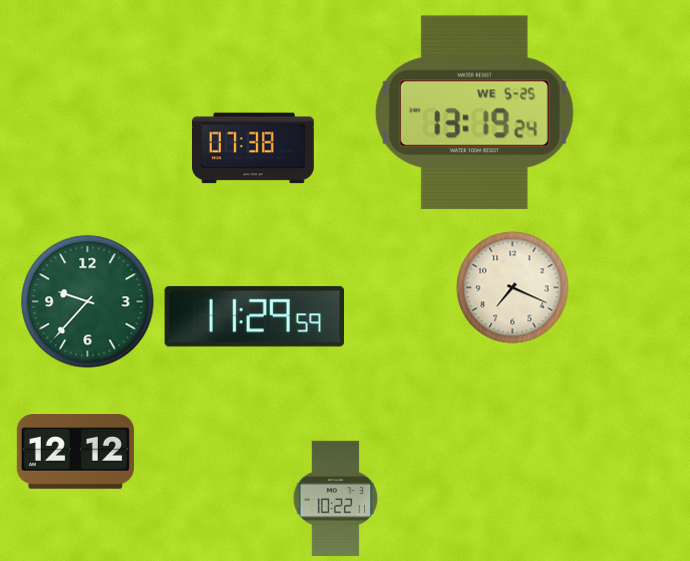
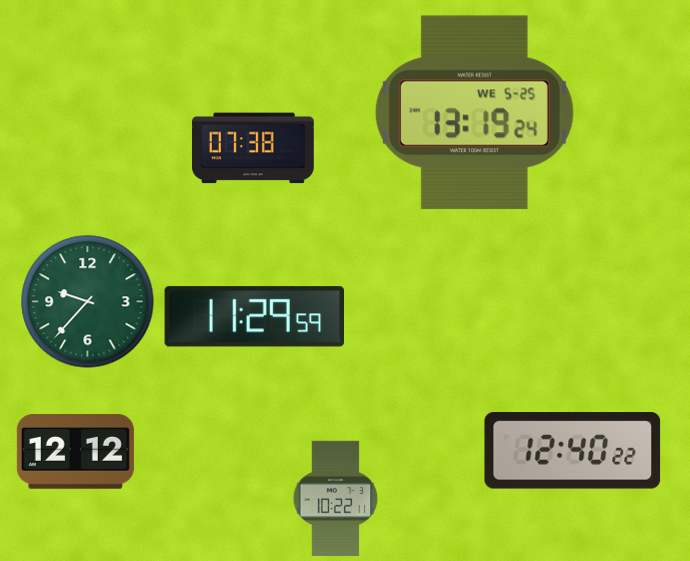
clock at (513, 288): 7:19 -> none
clock at (573, 451): none -> 12:40
